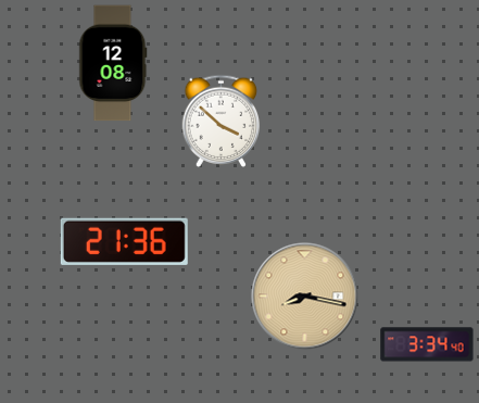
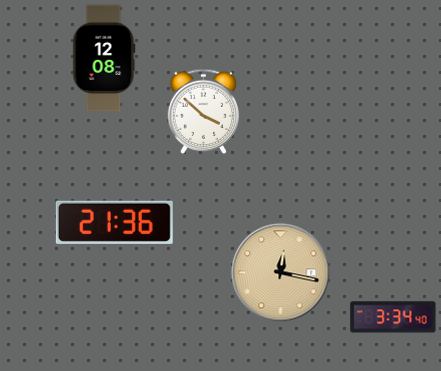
clock at (305, 297): 8:17 -> 12:17
